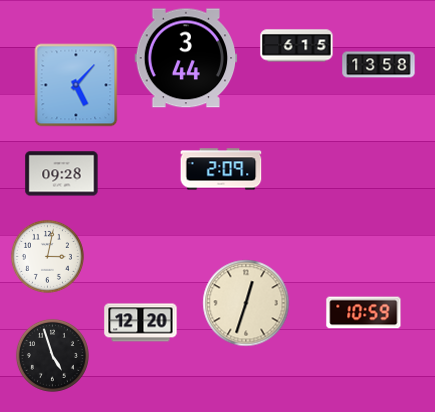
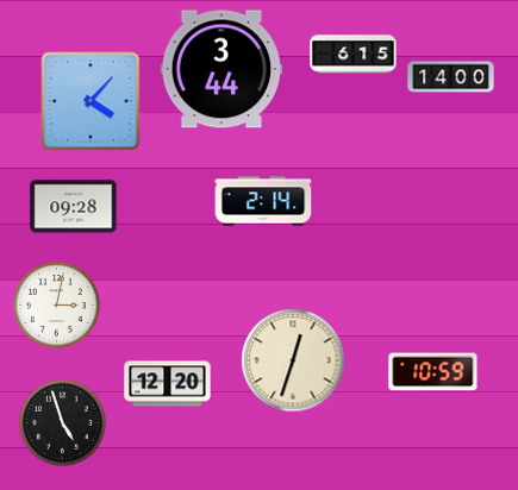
clock at (379, 65): 13:58 -> 14:00
clock at (76, 85): 5:07 -> 4:07
clock at (221, 169): 2:09 -> 2:14
